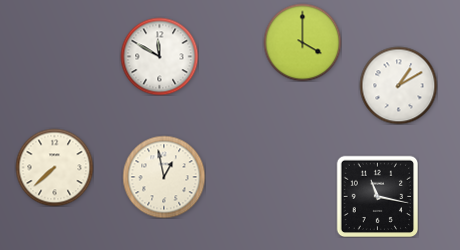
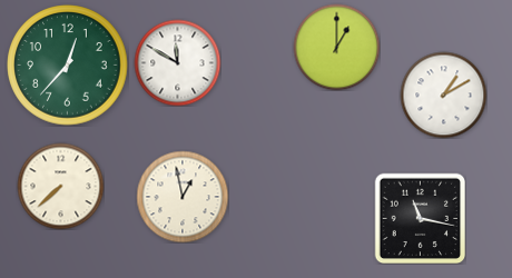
clock at (302, 42): 4:00 -> 1:00
clock at (68, 66): none -> 12:37
